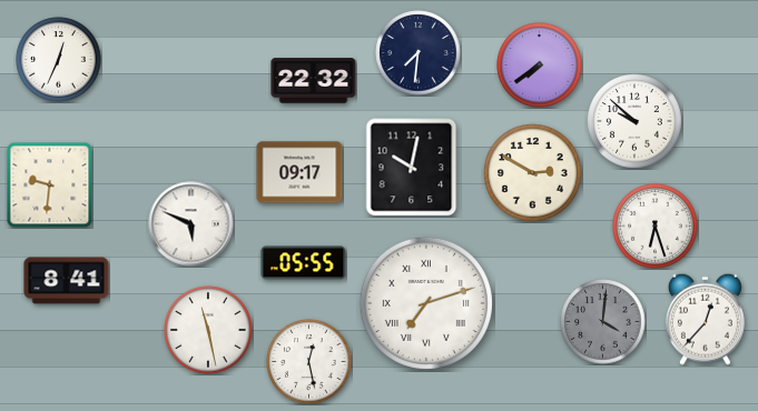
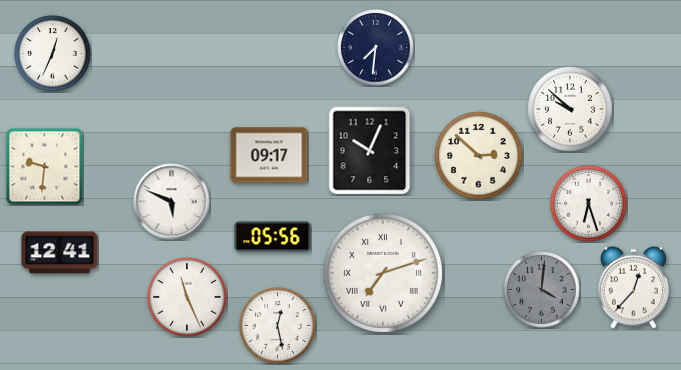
clock at (540, 66): 7:39 -> none
clock at (314, 81): 22:32 -> none
clock at (412, 168): 10:02 -> 10:04
clock at (533, 173): 2:50 -> 2:52
clock at (304, 263): 05:55 -> 05:56
clock at (67, 281): 8:41 -> 12:41
clock at (208, 330): 11:28 -> 11:26
